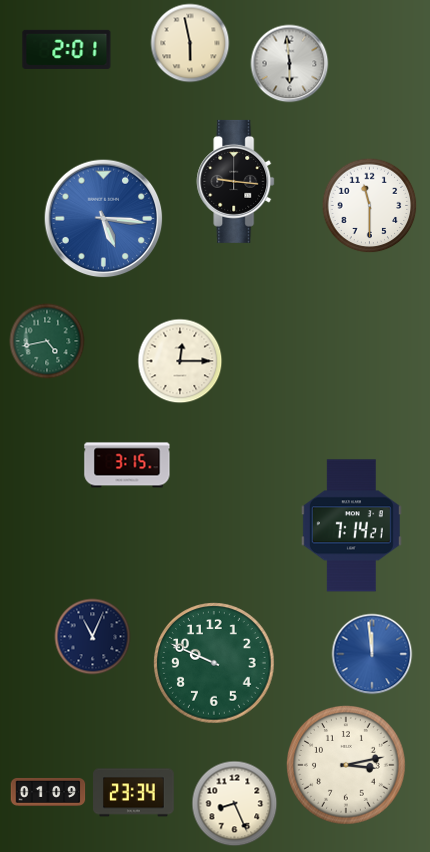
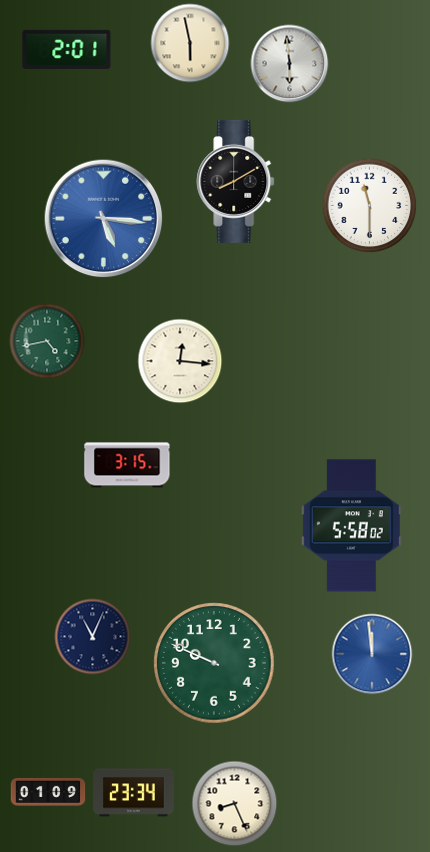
clock at (236, 181): 9:16 -> 8:10
clock at (180, 361): 12:15 -> 12:16
clock at (351, 526): 7:14 -> 5:58
clock at (347, 766): 3:13 -> none
